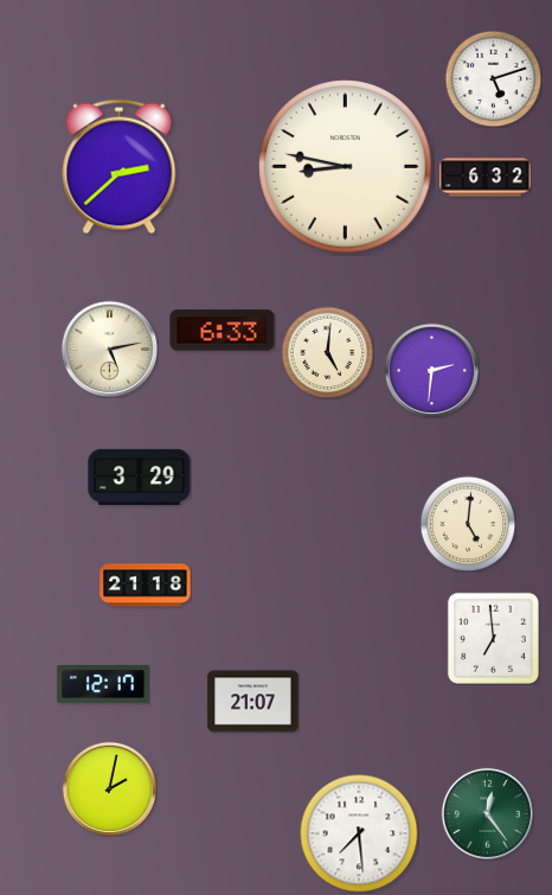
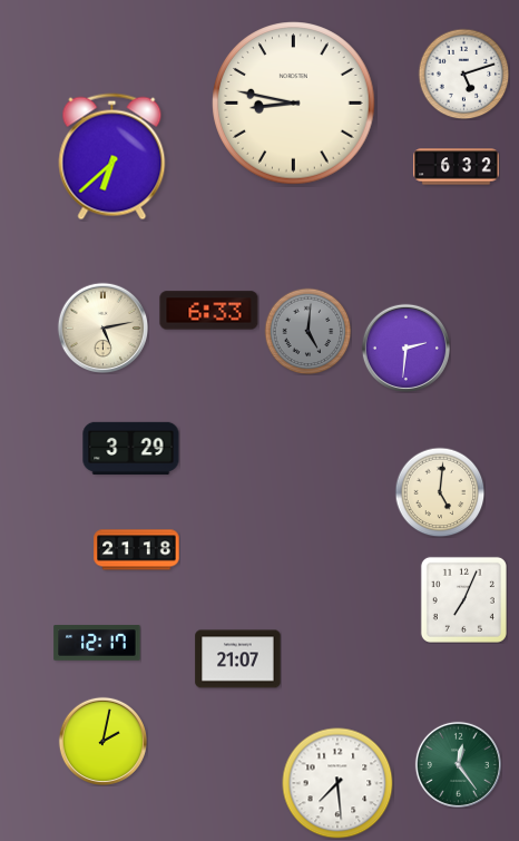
clock at (120, 167): 2:38 -> 6:38
clock at (346, 167) position: (346, 167) -> (294, 104)
clock at (327, 352) dial: cream -> grey
clock at (493, 638): 6:59 -> 7:04
